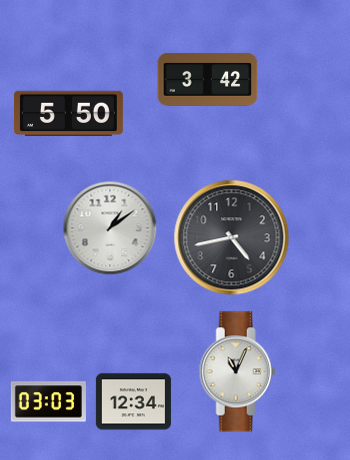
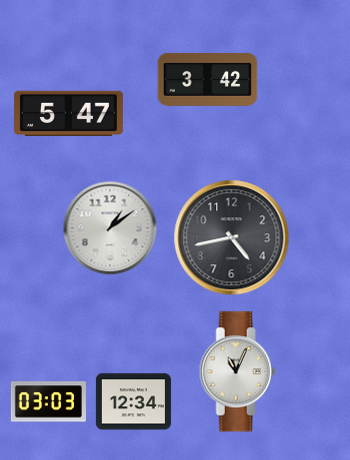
clock at (68, 114): 5:50 -> 5:47
